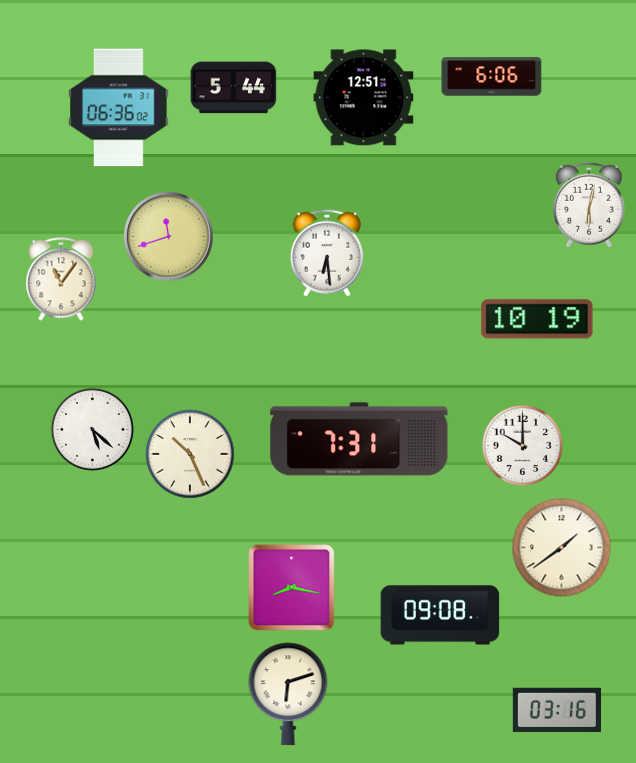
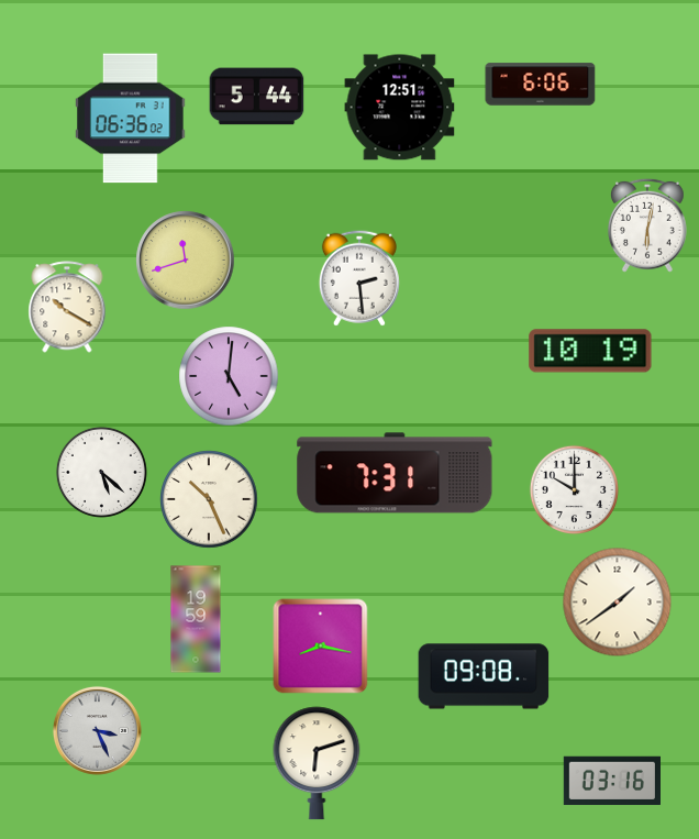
clock at (327, 253): 6:29 -> 2:29
clock at (61, 279): 11:06 -> 10:20
clock at (229, 376): none -> 5:01
clock at (359, 439) position: (359, 439) -> (395, 473)
clock at (196, 619): none -> 19:59
clock at (97, 730): none -> 3:26
